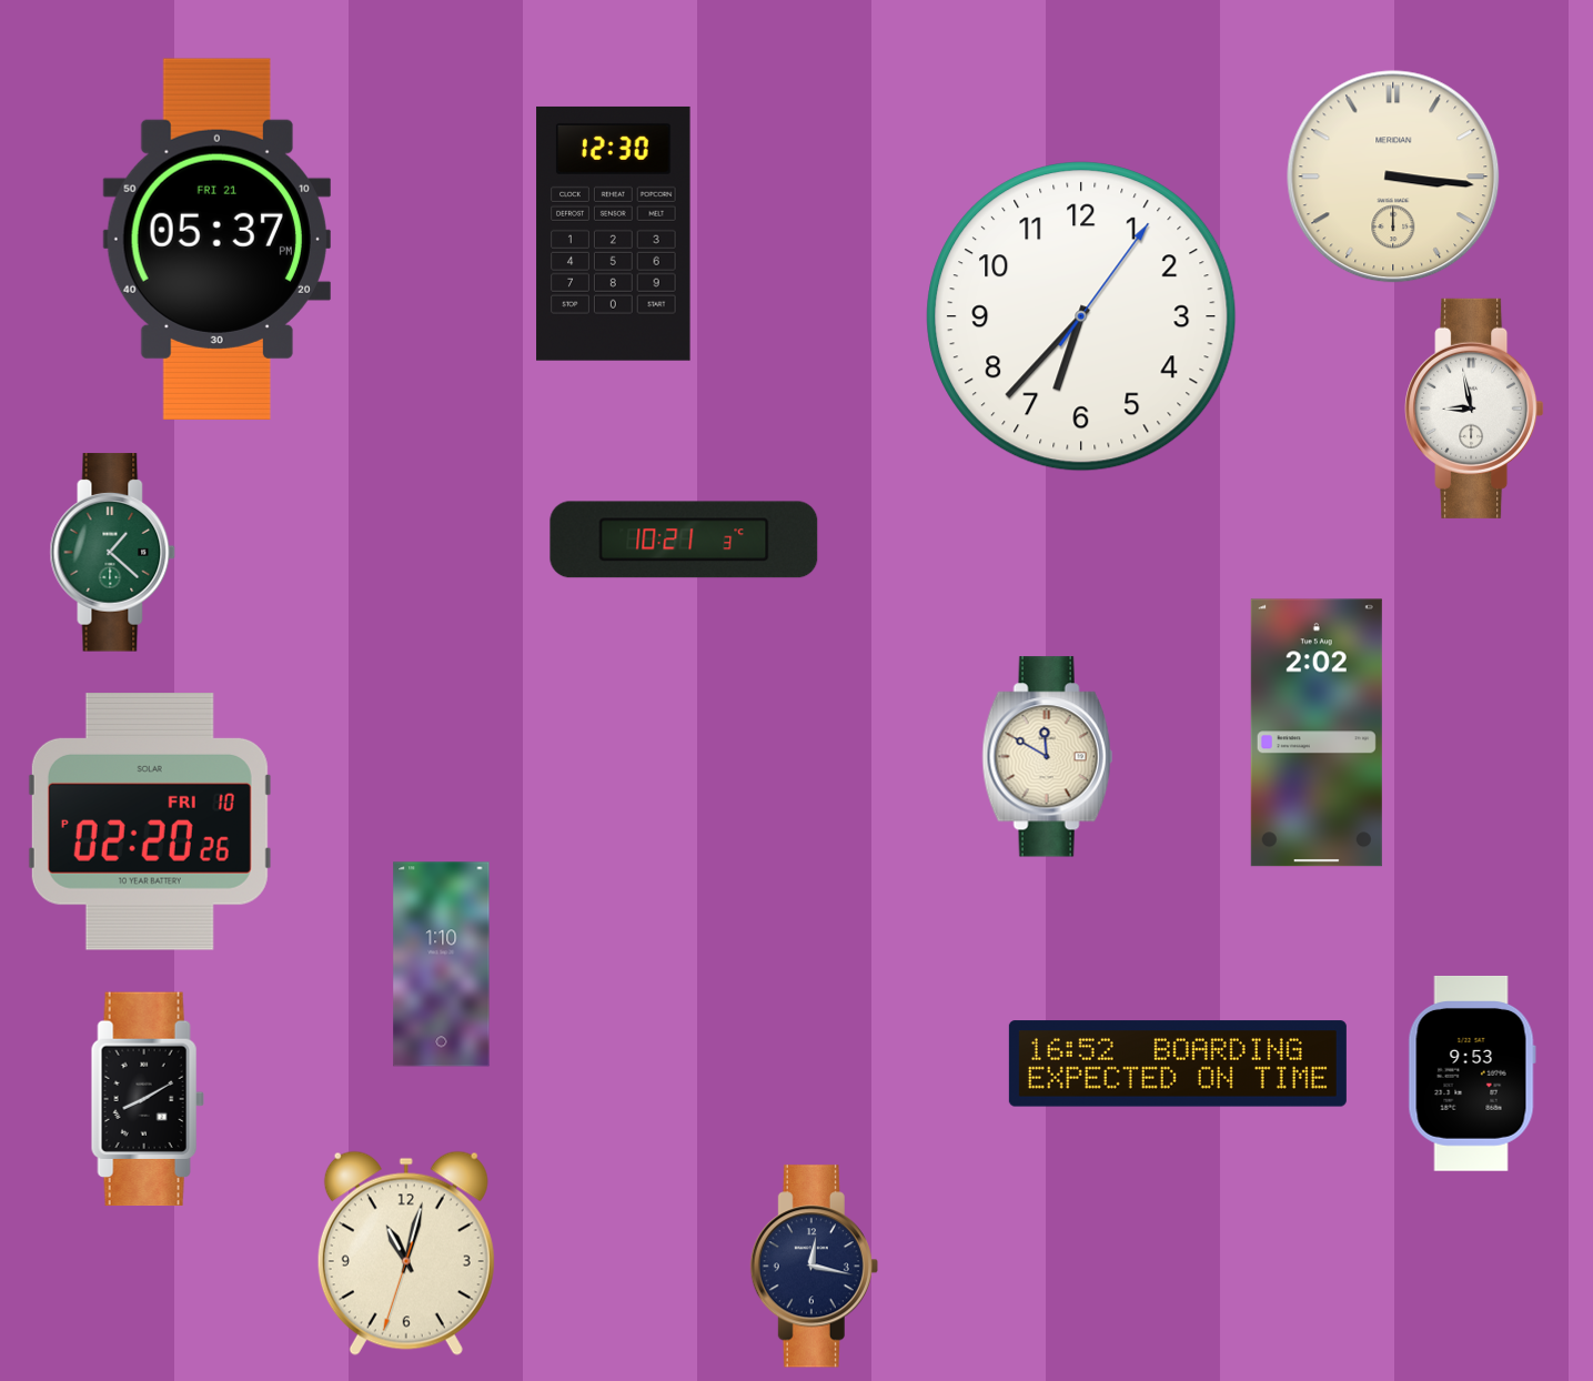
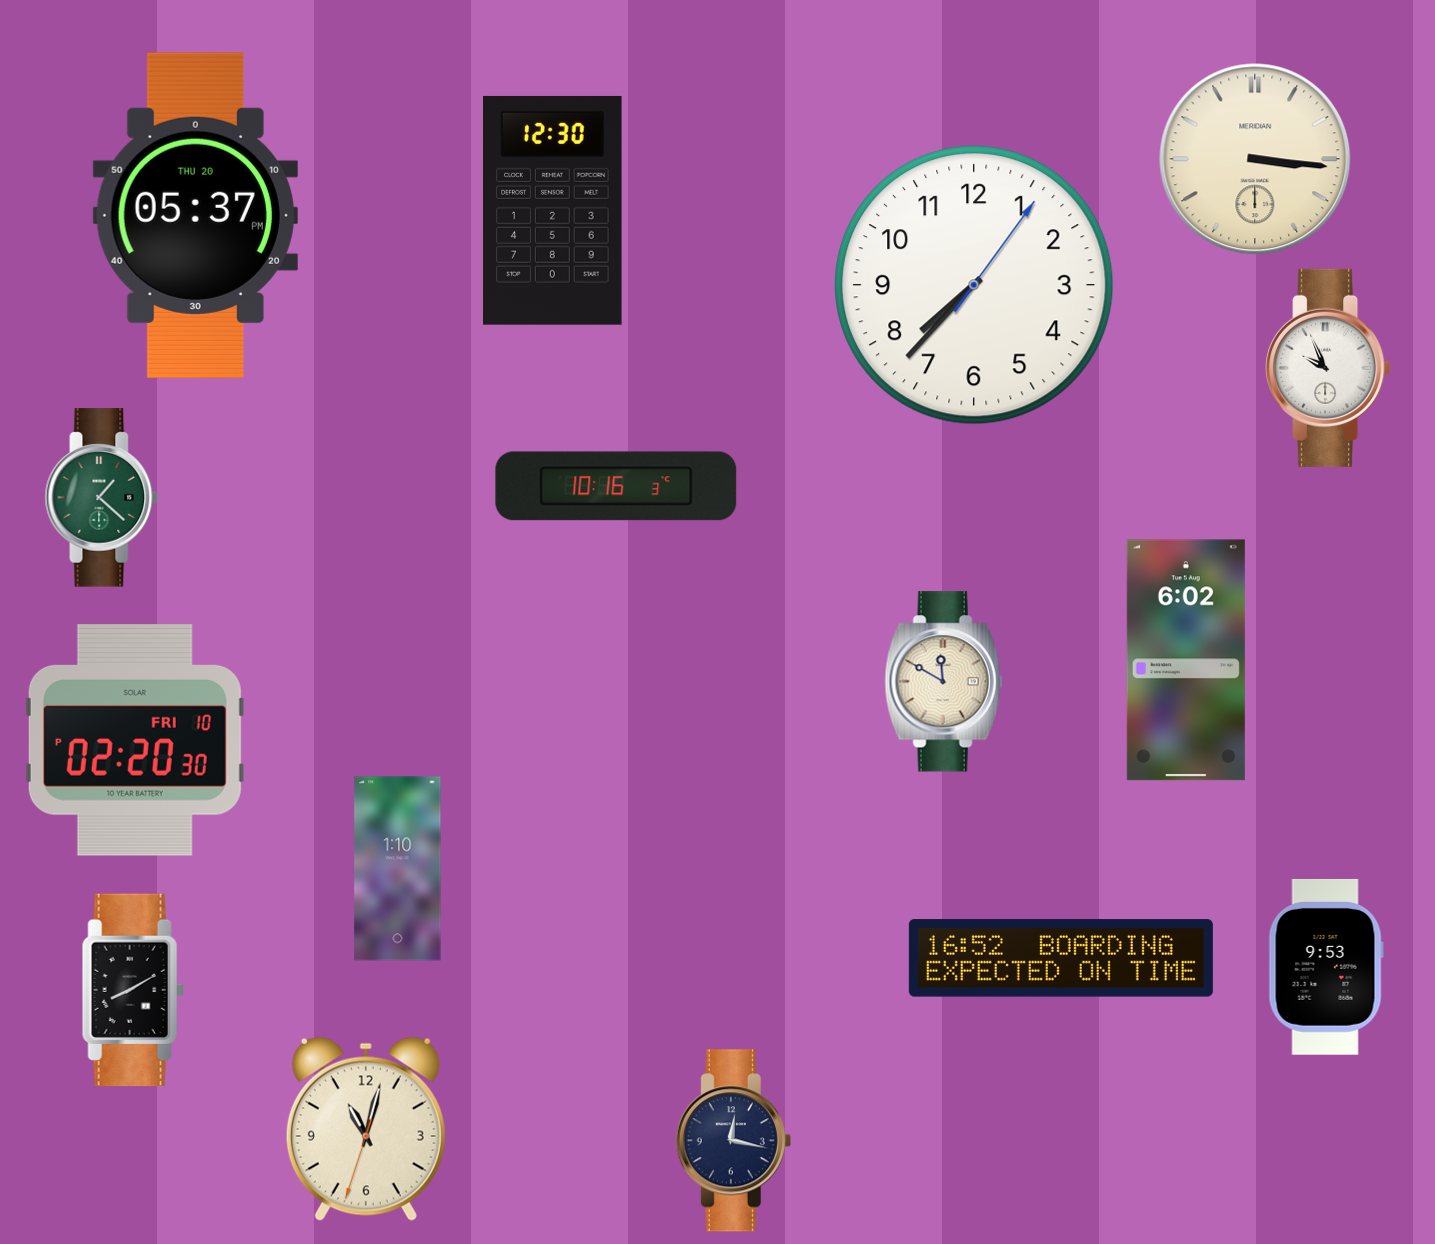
clock at (216, 239) date: FRI 21 -> THU 20
clock at (1081, 316): 6:37 -> 7:37
clock at (1474, 409): 8:58 -> 9:56
clock at (684, 540): 10:21 -> 10:16
clock at (1317, 733): 2:02 -> 6:02
clock at (150, 823): 02:20:26 PM -> 02:20:30 PM
